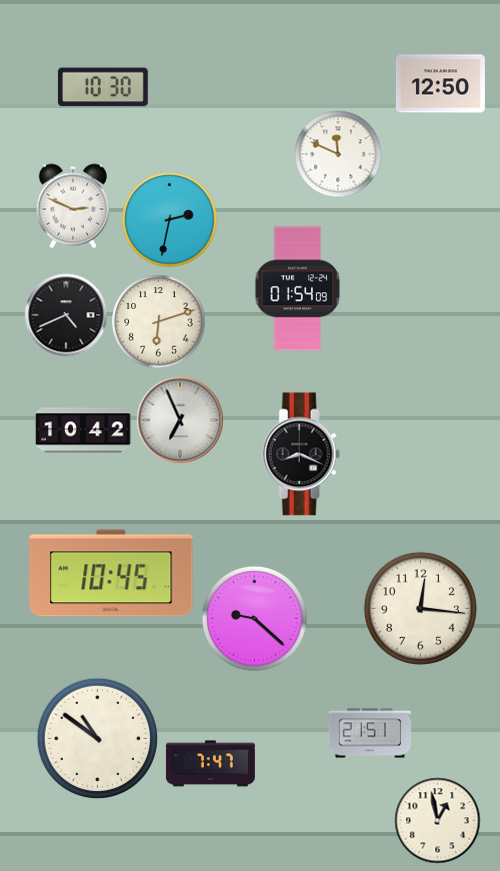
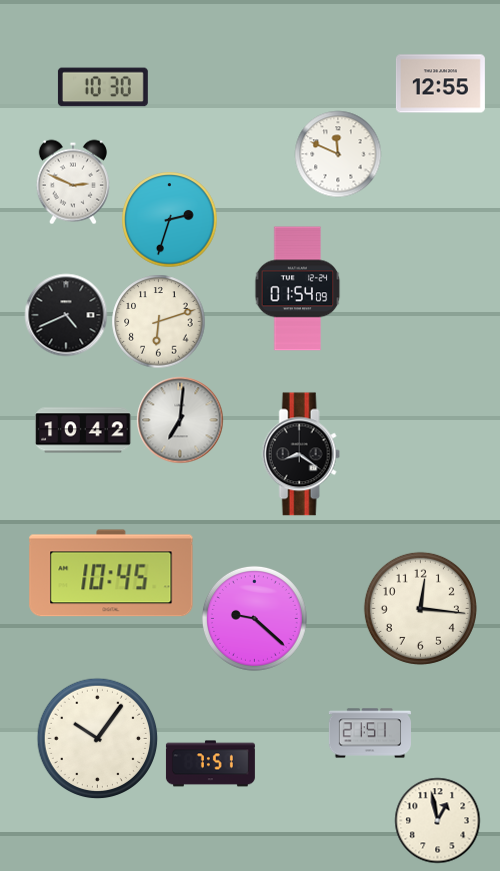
clock at (440, 84): 12:50 -> 12:55
clock at (73, 206) position: (73, 206) -> (73, 182)
clock at (169, 219): 2:32 -> 2:33
clock at (180, 420): 6:56 -> 7:01
clock at (301, 454): 8:19 -> 8:21
clock at (97, 738): 10:51 -> 10:06
clock at (210, 764): 7:47 -> 7:51
